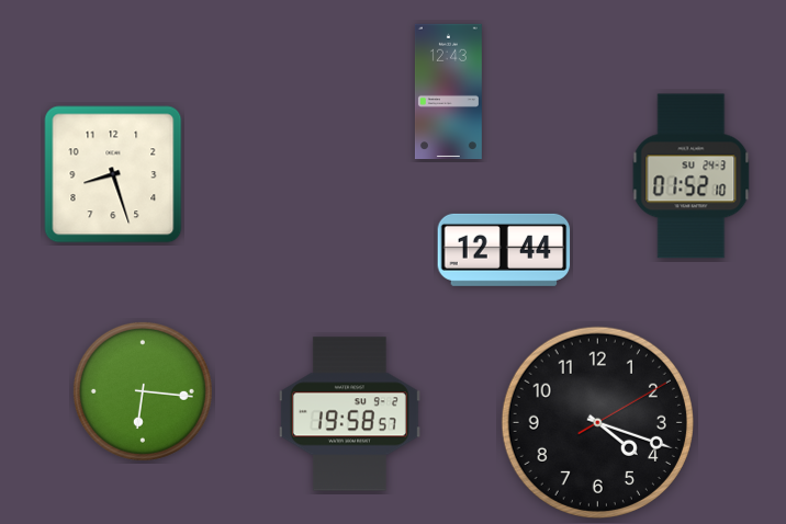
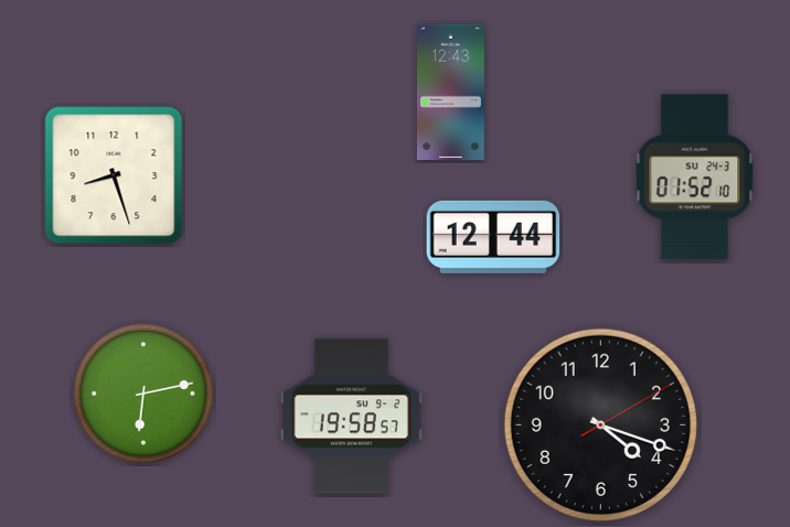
clock at (504, 250) position: (504, 250) -> (493, 237)
clock at (143, 391): 6:16 -> 6:13
